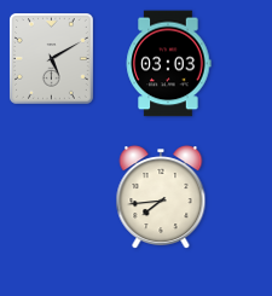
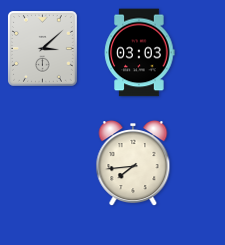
clock at (52, 59): 5:10 -> 3:08
